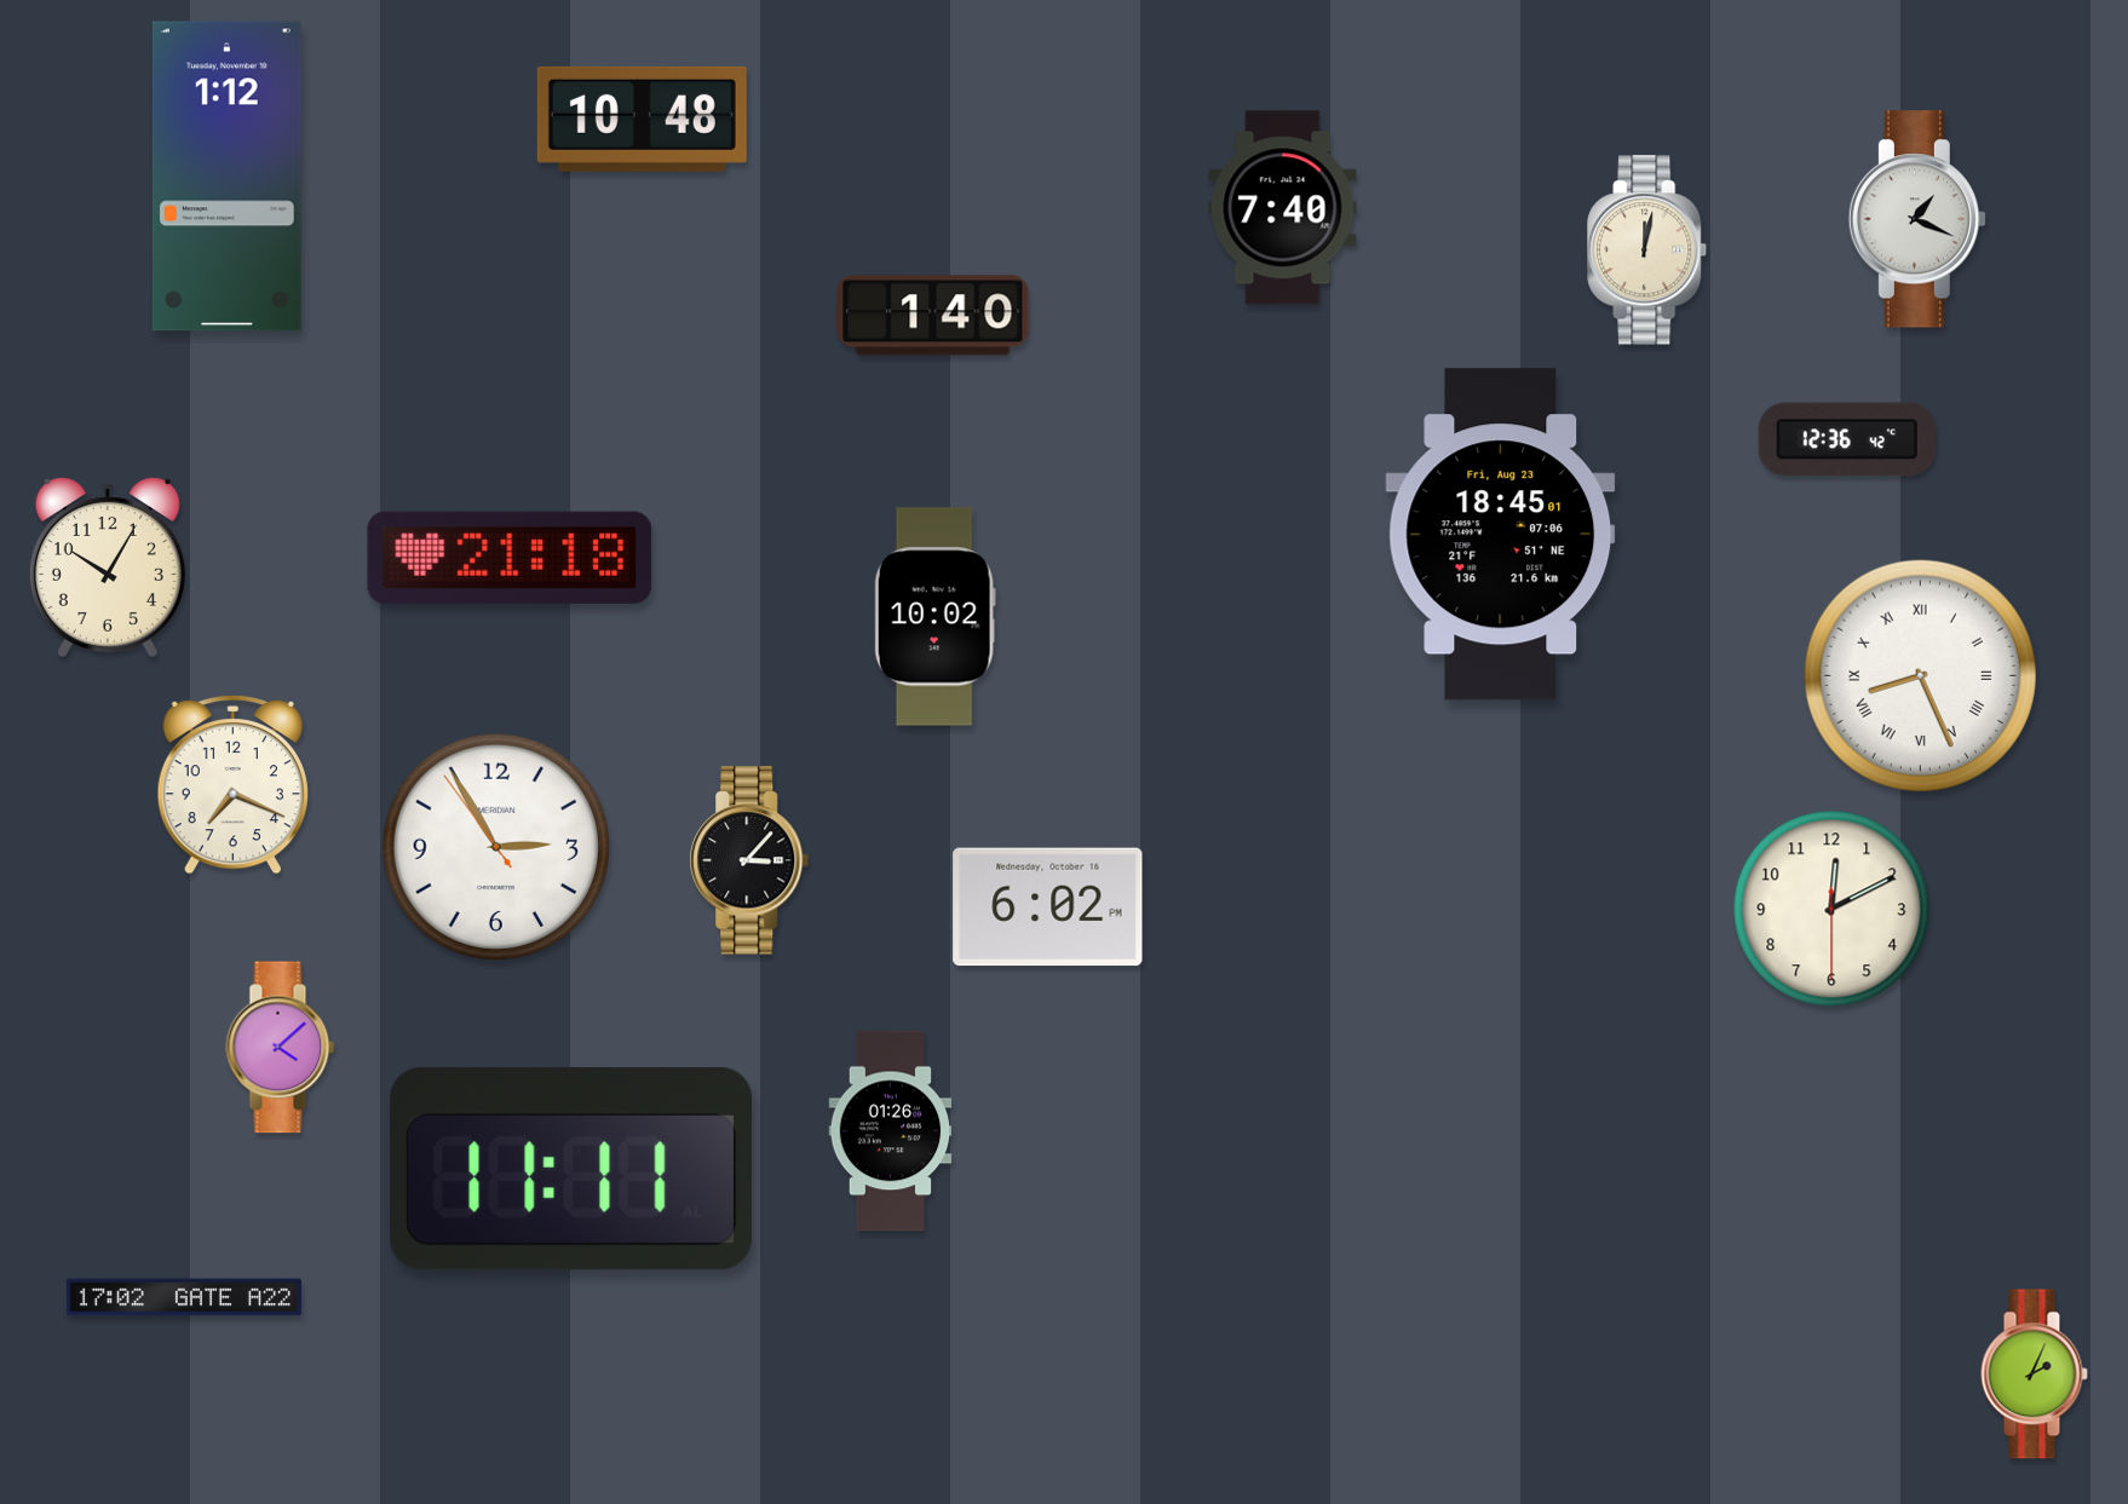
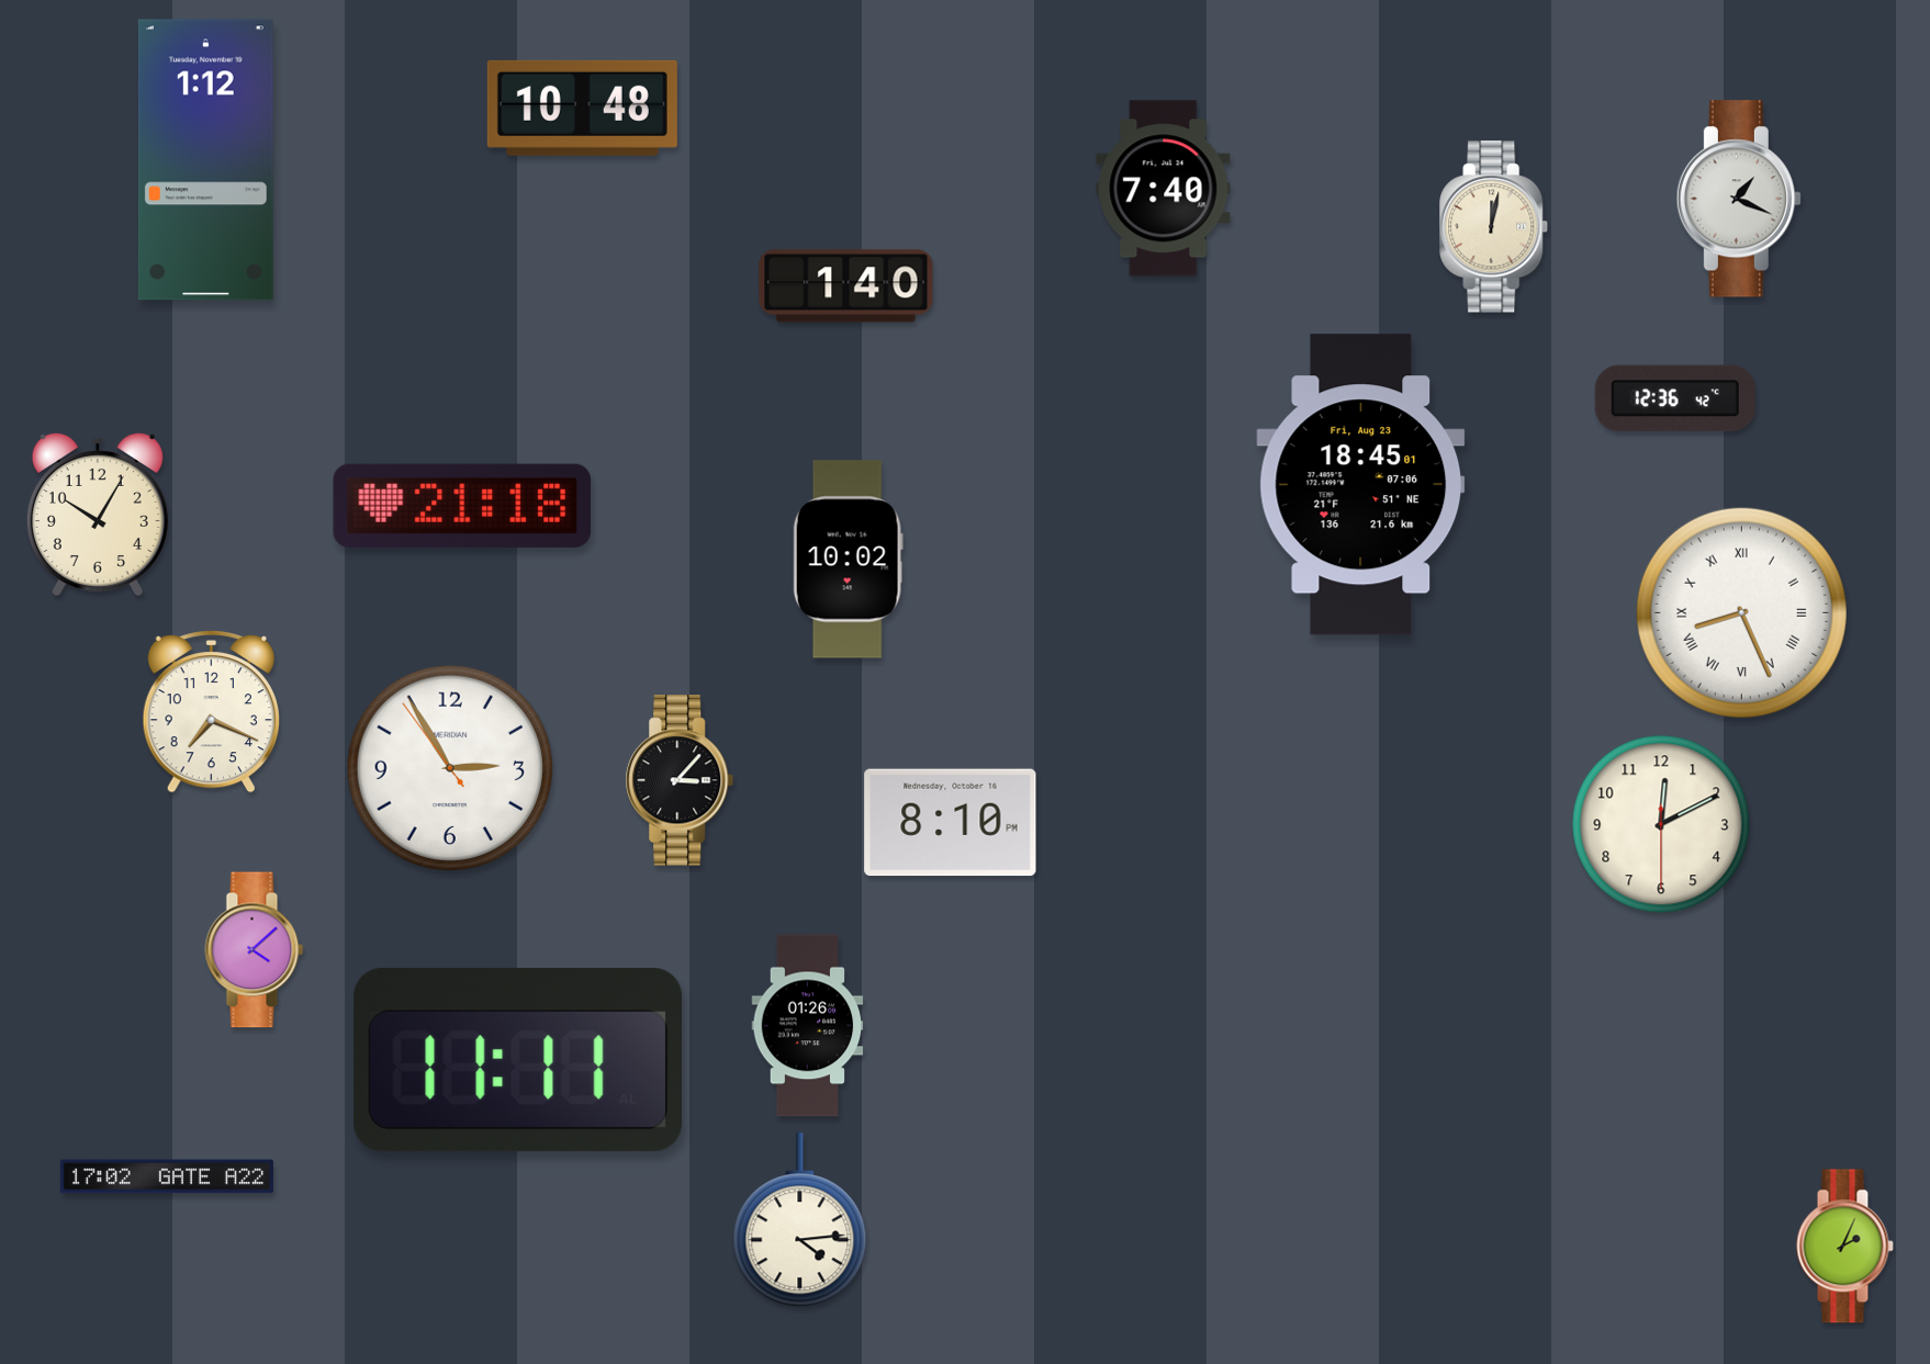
clock at (1048, 907): 6:02 -> 8:10
clock at (800, 1220): none -> 4:14
